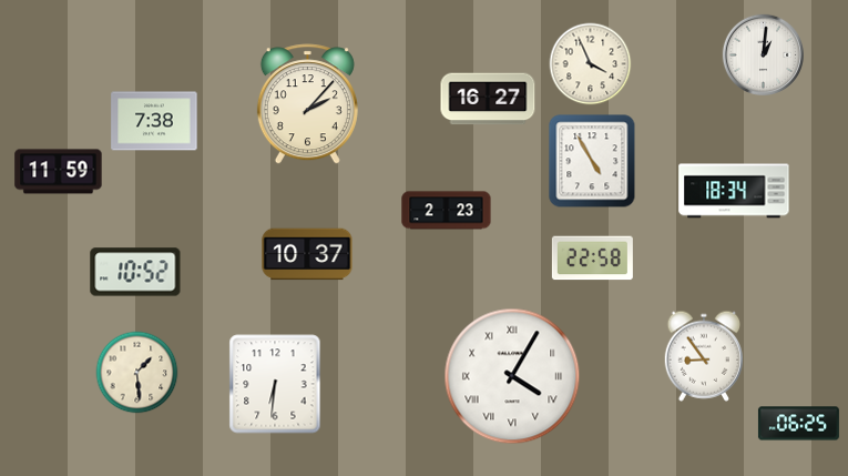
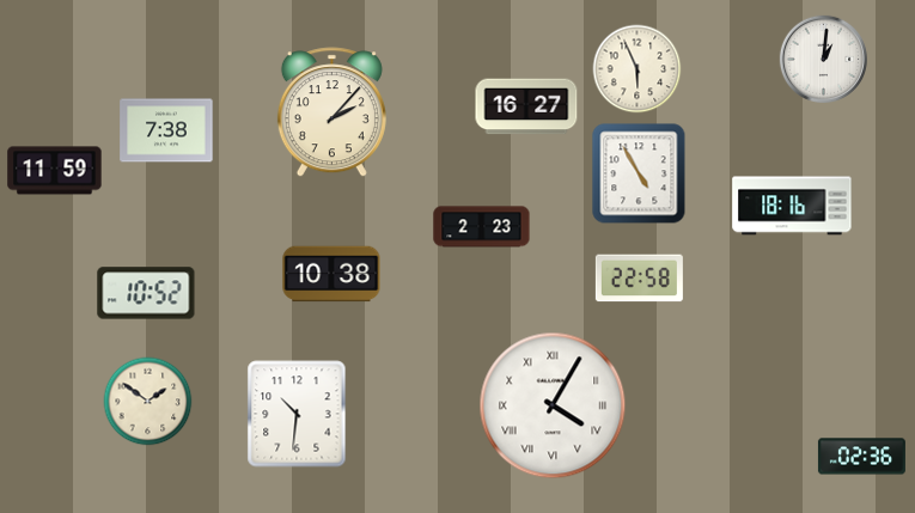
clock at (591, 64): 3:56 -> 5:56
clock at (59, 172) position: (59, 172) -> (55, 171)
clock at (734, 191): 18:34 -> 18:16
clock at (307, 254): 10:37 -> 10:38
clock at (703, 356): 8:54 -> none
clock at (137, 373): 1:29 -> 1:51
clock at (275, 384): 6:31 -> 10:31
clock at (798, 424): 06:25 -> 02:36
